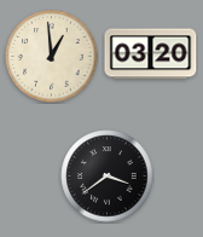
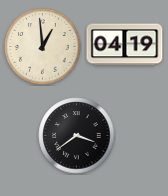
clock at (151, 54): 03:20 -> 04:19
clock at (108, 177) position: (108, 177) -> (77, 136)
